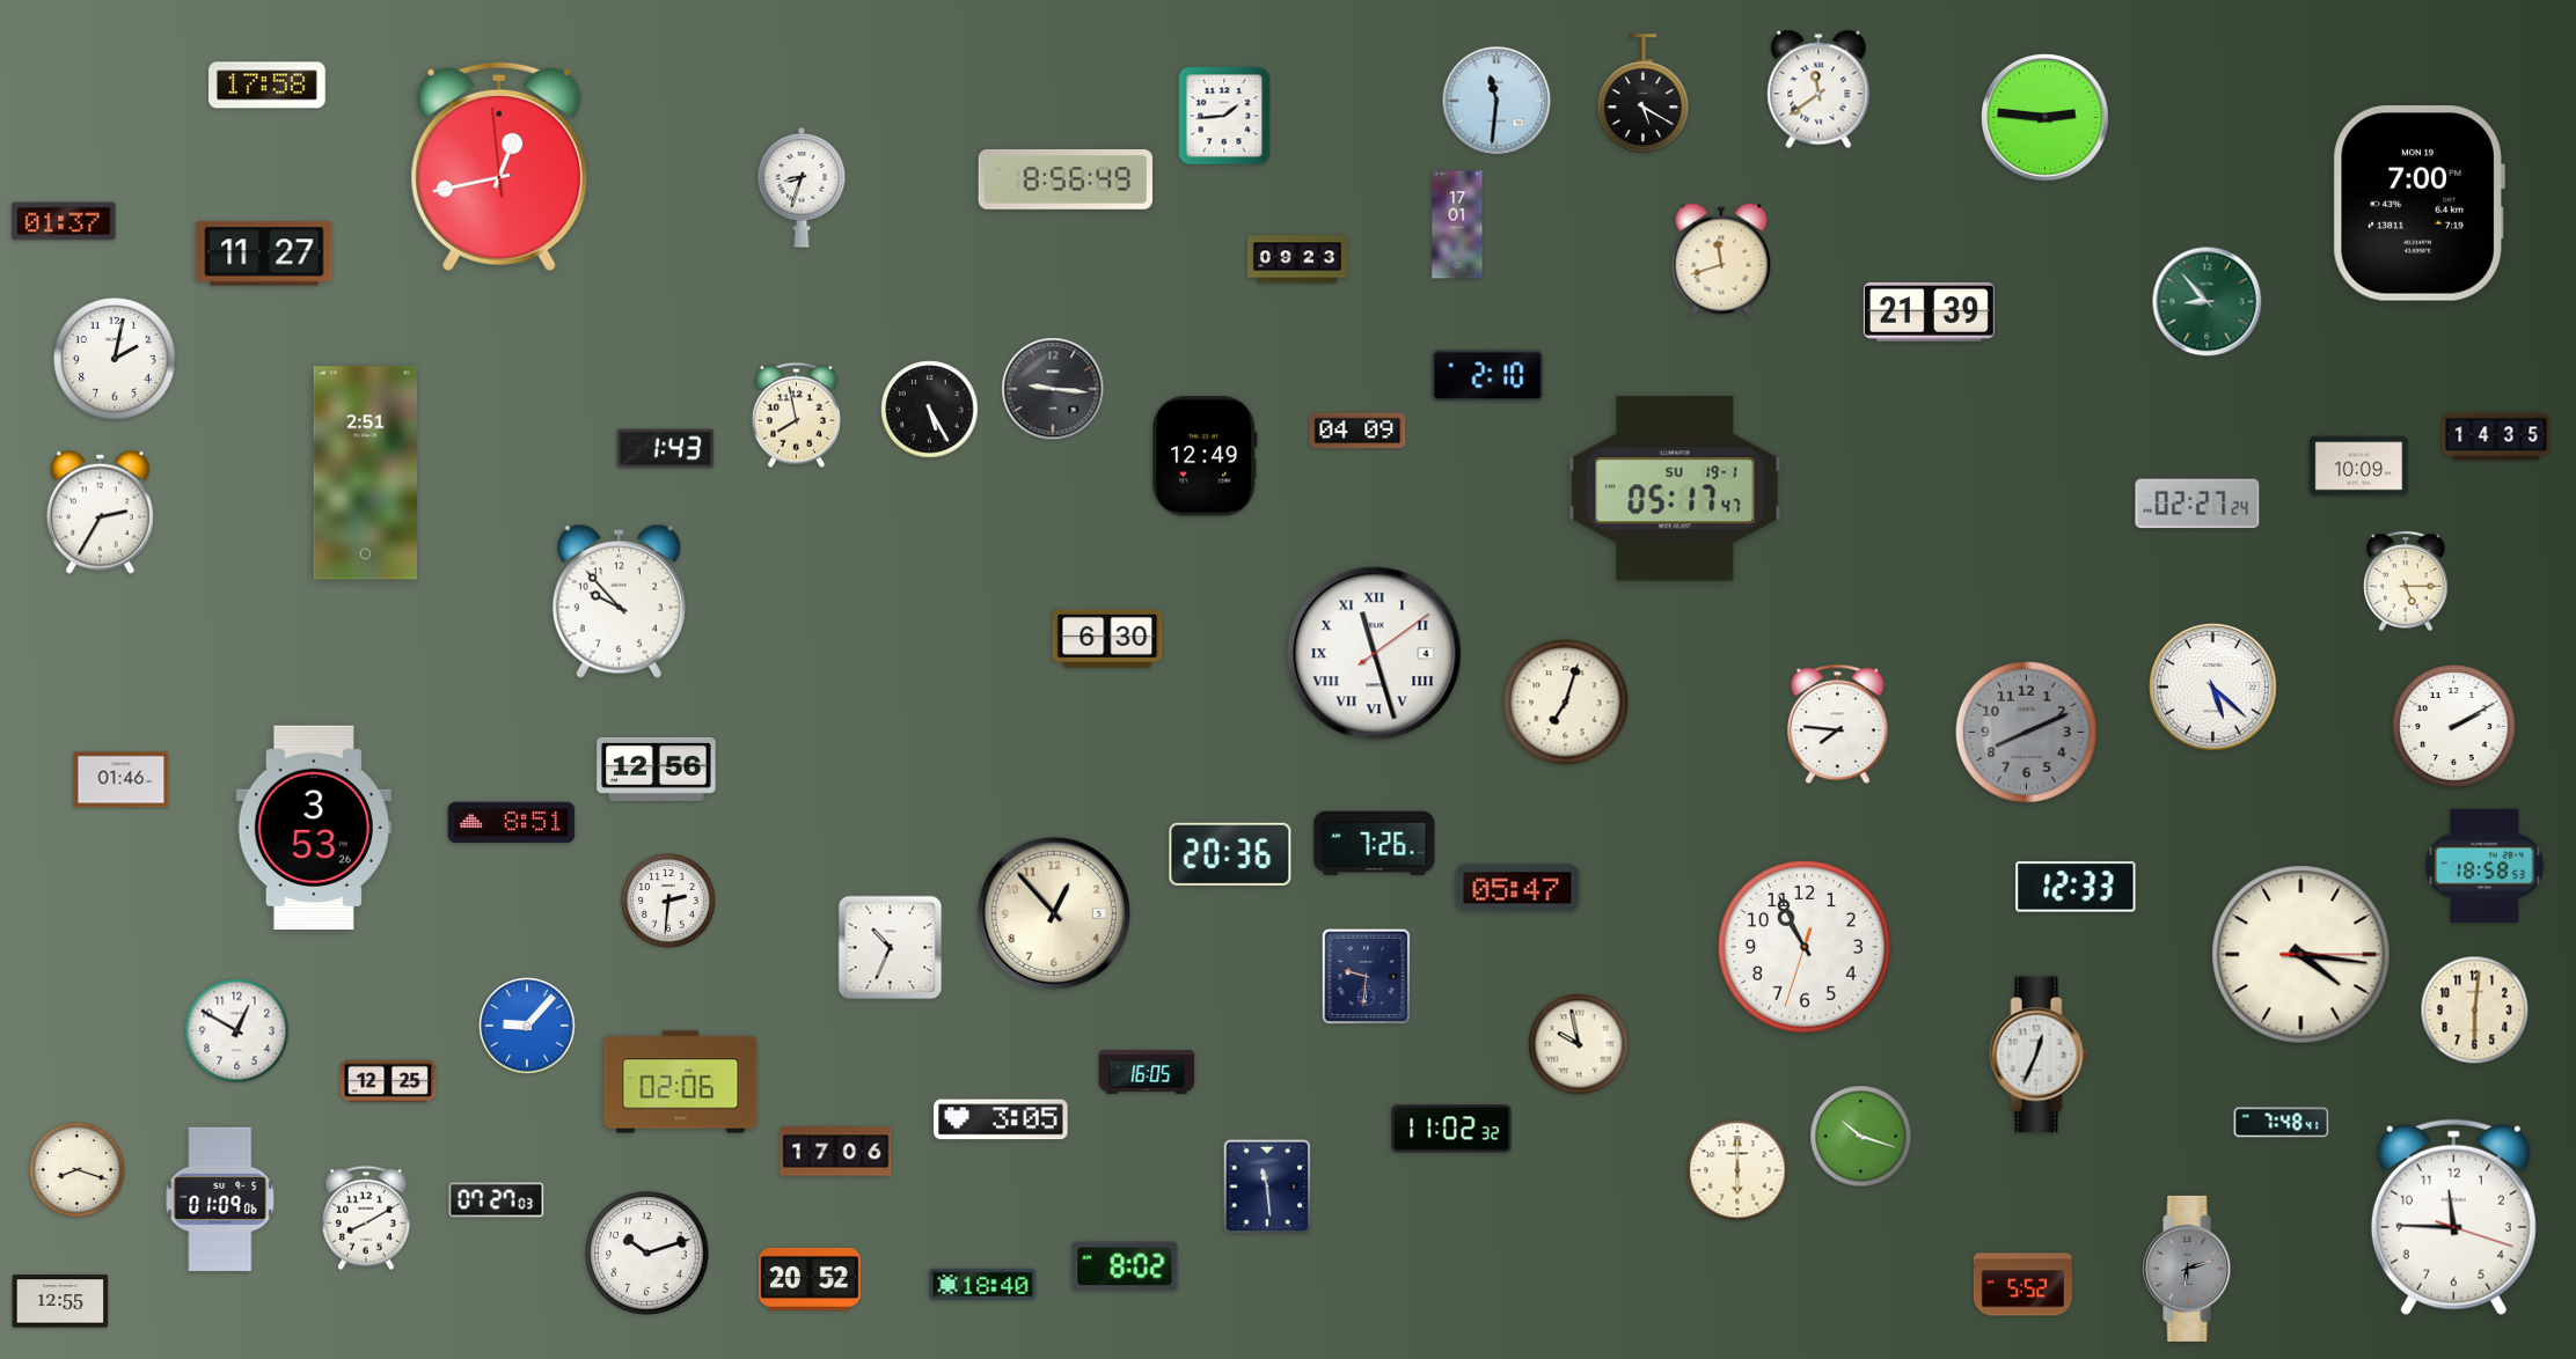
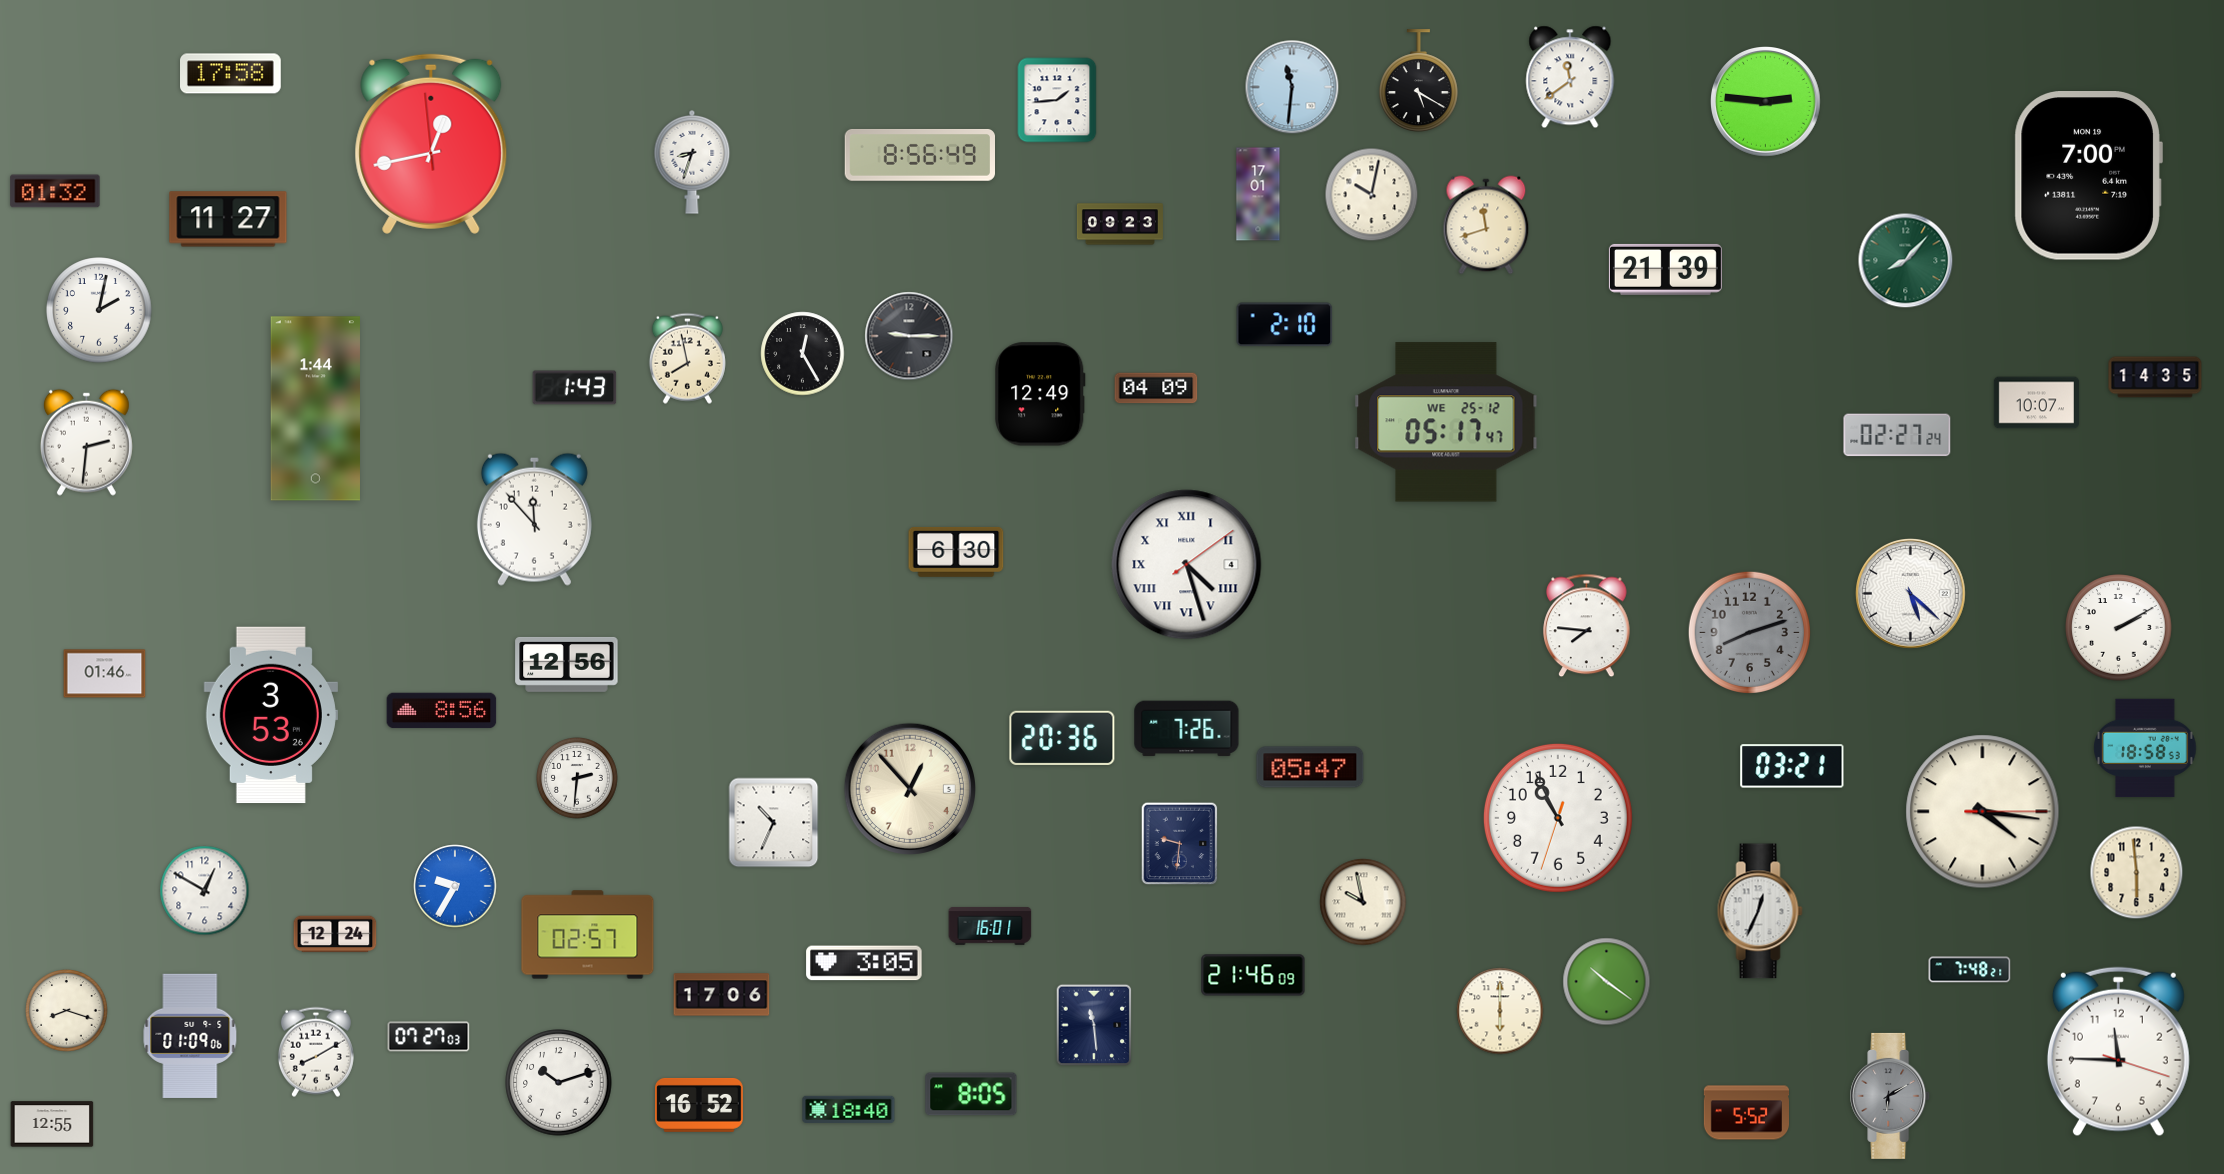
clock at (64, 221): 01:37 -> 01:32
clock at (1372, 195): none -> 10:02
clock at (2208, 302): 8:53 -> 8:07
clock at (1053, 389): 9:16 -> 9:15
clock at (930, 410): 5:25 -> 12:25
clock at (1357, 431) position: (1357, 431) -> (1156, 388)
clock at (2358, 467): 10:09 -> 10:07
clock at (365, 473): 2:51 -> 1:44
clock at (1675, 488) date: SU 19-1 -> WE 25-12
clock at (100, 512): 2:35 -> 2:31
clock at (2406, 581): 5:15 -> none
clock at (619, 601): 9:53 -> 11:53
clock at (1375, 654): 11:27 -> 4:27
clock at (1566, 703): 7:03 -> none
clock at (2026, 732): 8:11 -> 8:12
clock at (512, 823): 8:51 -> 8:56
clock at (2076, 887): 12:33 -> 03:21
clock at (891, 948) position: (891, 948) -> (774, 823)
clock at (2301, 955) position: (2301, 955) -> (1983, 812)
clock at (2475, 1011): 6:01 -> 5:59
clock at (527, 1026): 9:07 -> 9:35
clock at (1147, 1072): 16:05 -> 16:01
clock at (388, 1081): 12:25 -> 12:24
clock at (681, 1082): 02:06 -> 02:57
clock at (1001, 1119) position: (1001, 1119) -> (864, 963)
clock at (2282, 1123): 7:48:41 -> 7:48:21
clock at (1451, 1129): 11:02 -> 21:46
clock at (1861, 1137): 10:18 -> 10:21
clock at (1125, 1266): 8:02 -> 8:05
clock at (2190, 1269): 6:12 -> 6:10
clock at (810, 1279): 20:52 -> 16:52
clock at (2022, 1285) position: (2022, 1285) -> (1746, 1113)
